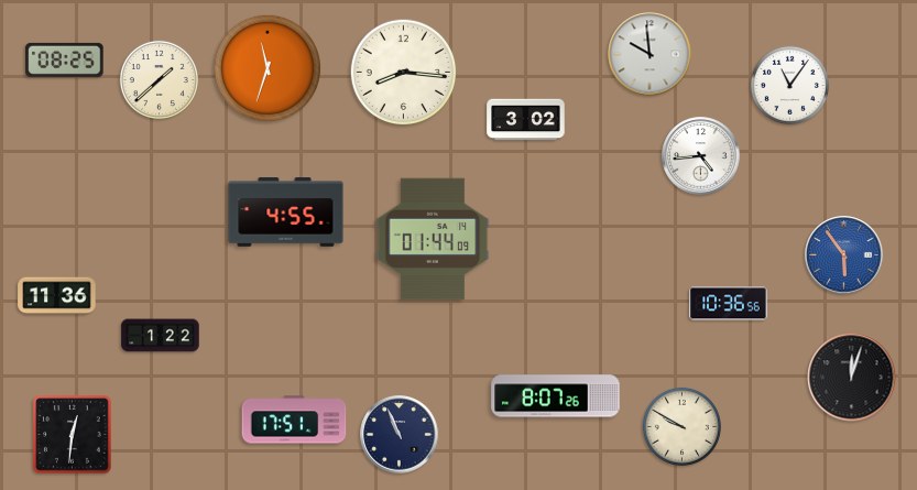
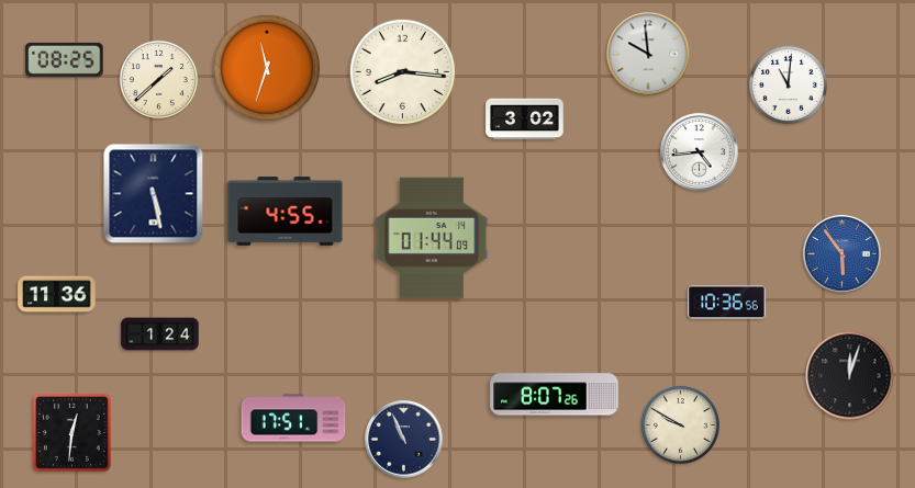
clock at (789, 85): 11:06 -> 11:01
clock at (701, 156) position: (701, 156) -> (700, 152)
clock at (154, 194): none -> 5:28
clock at (161, 336): 1:22 -> 1:24
clock at (400, 435) position: (400, 435) -> (404, 440)
